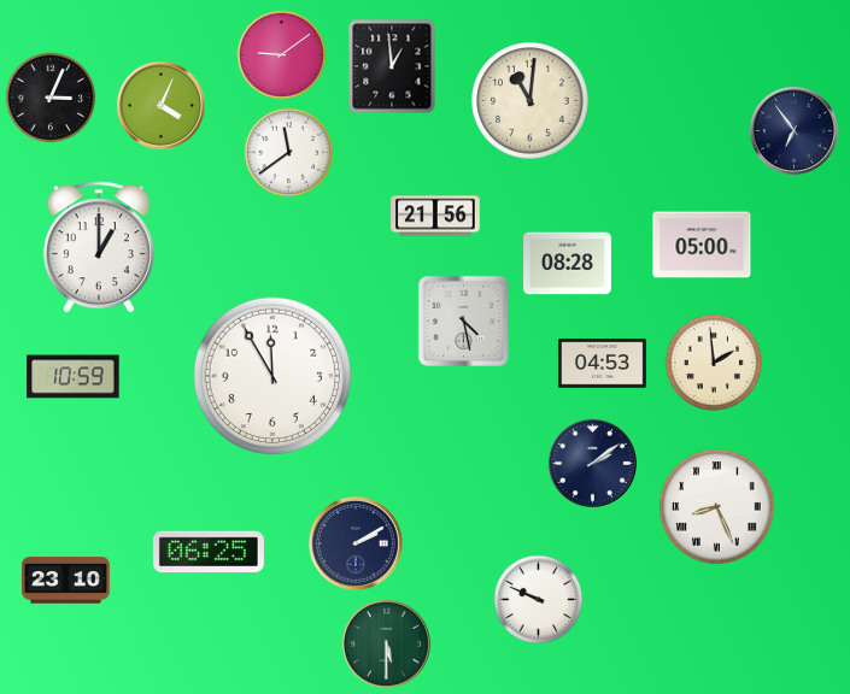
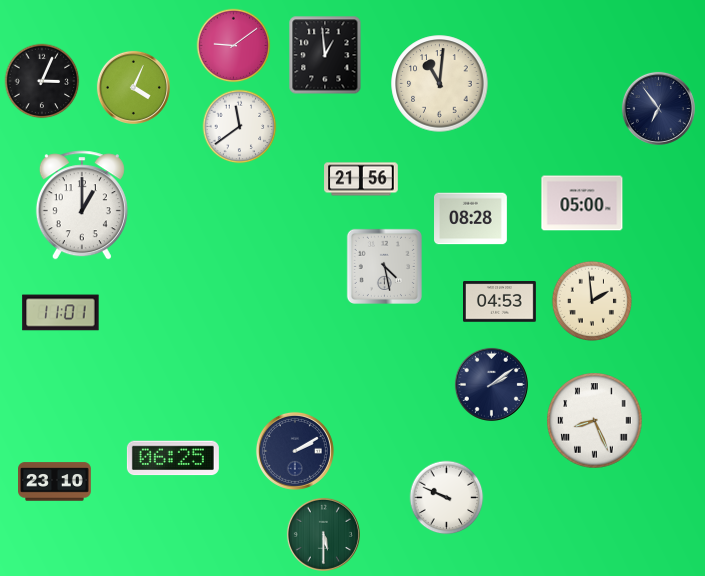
clock at (272, 376): 11:55 -> none
clock at (74, 377): 10:59 -> 11:01
clock at (386, 643) position: (386, 643) -> (323, 534)
